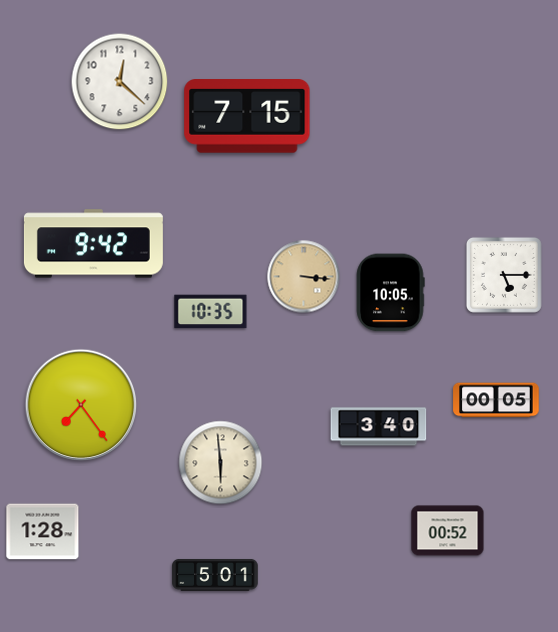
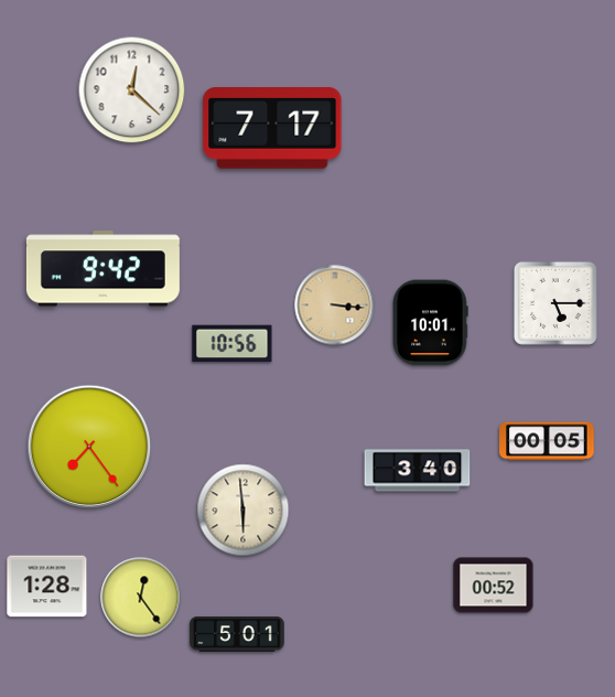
clock at (247, 116): 7:15 -> 7:17
clock at (391, 293): 10:05 -> 10:01
clock at (211, 312): 10:35 -> 10:56
clock at (141, 598): none -> 12:24
